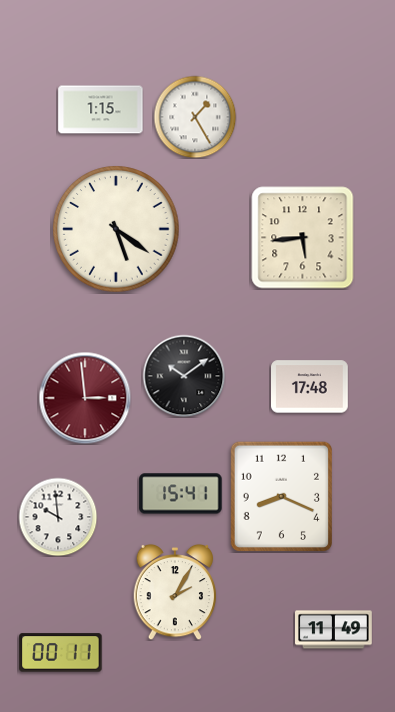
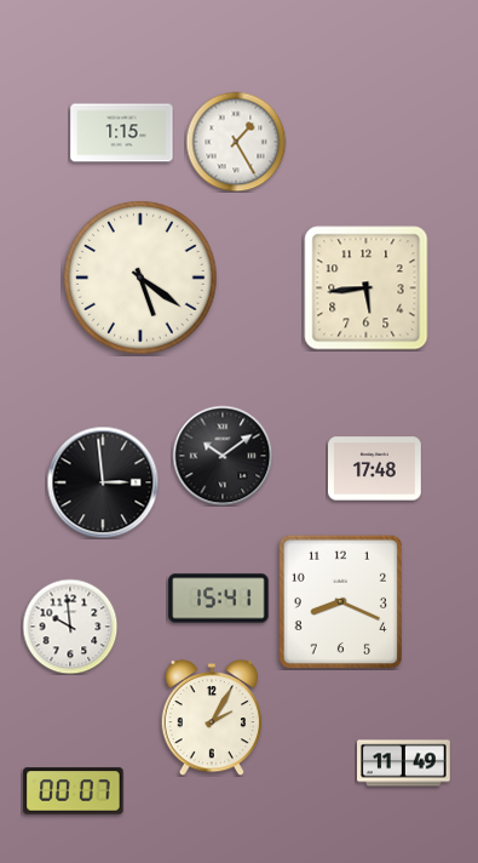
clock at (85, 398) dial: burgundy -> black
clock at (61, 653): 00:11 -> 00:07
